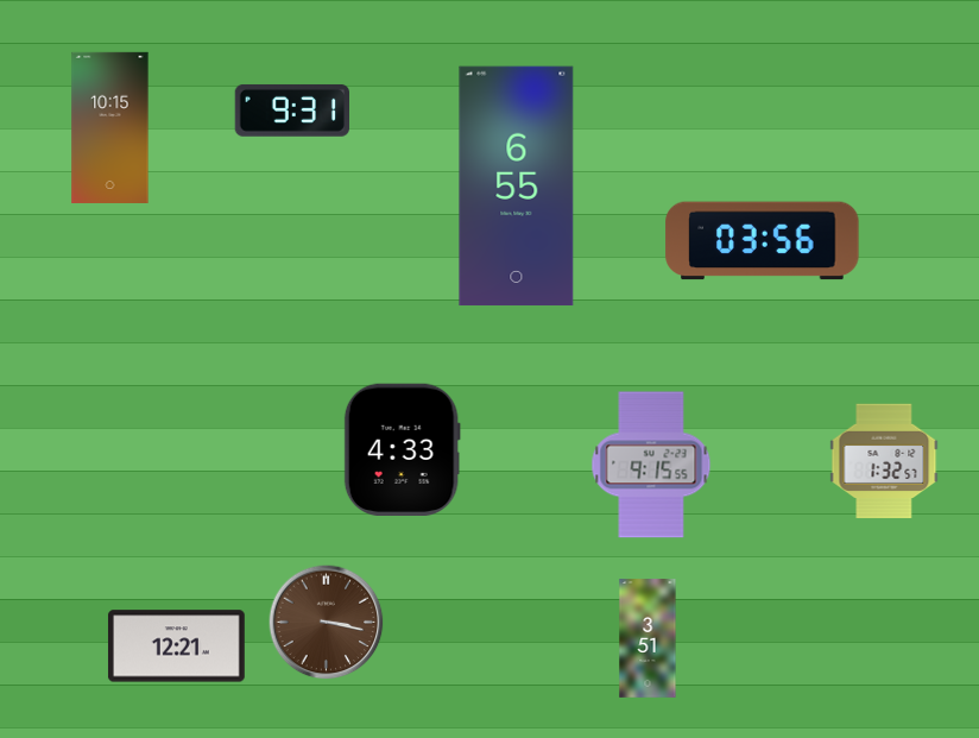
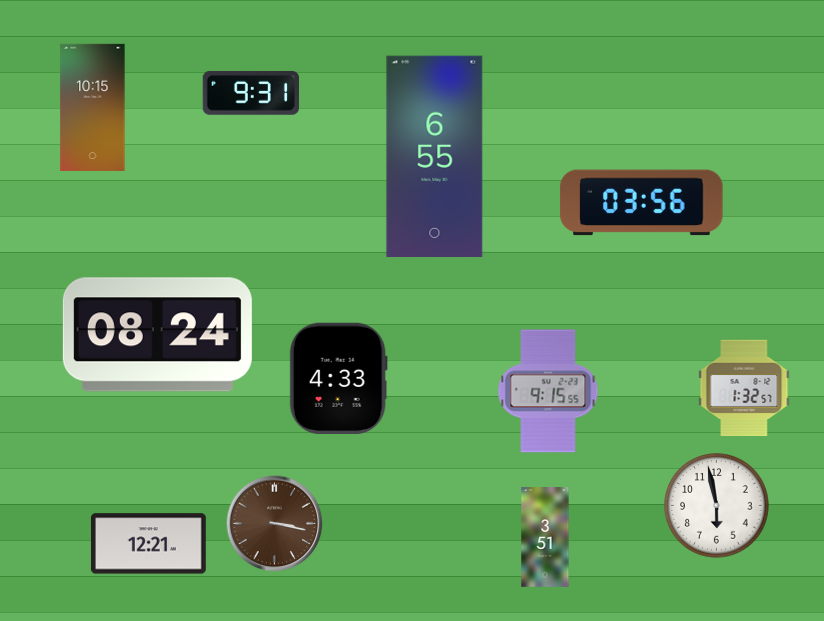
clock at (291, 111) position: (291, 111) -> (250, 93)
clock at (157, 335): none -> 08:24
clock at (717, 506): none -> 5:58
